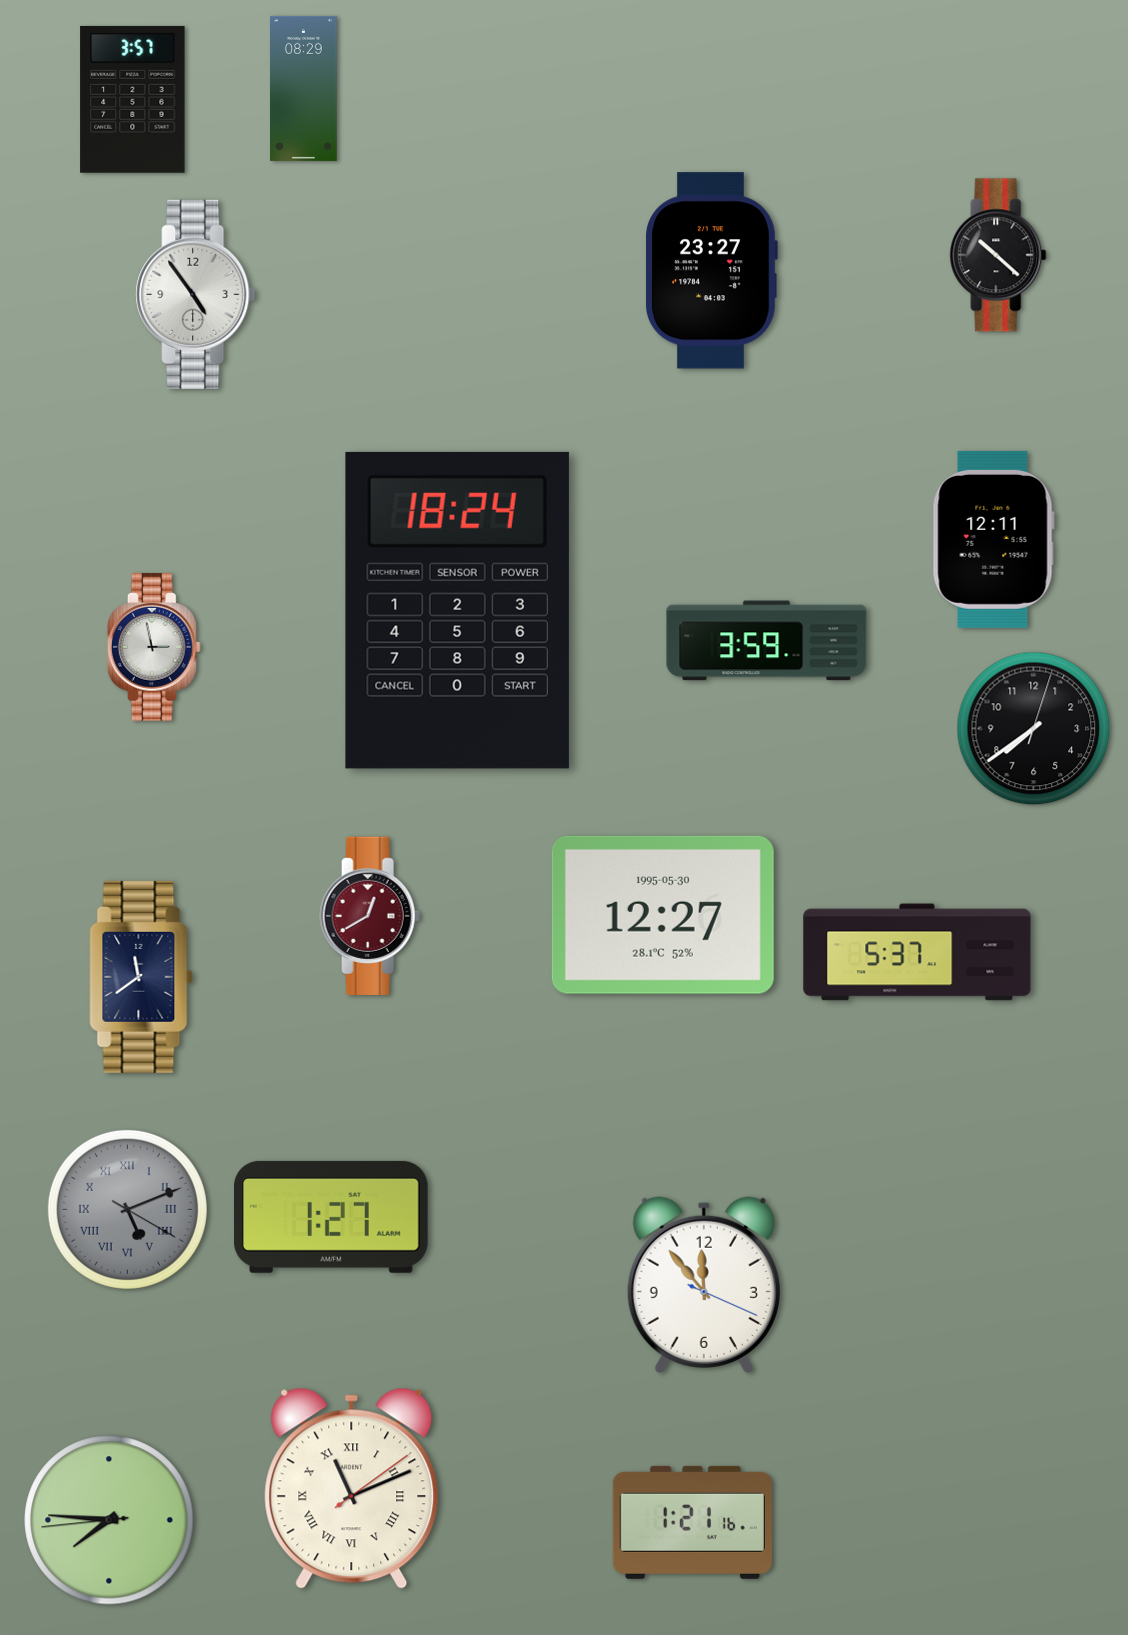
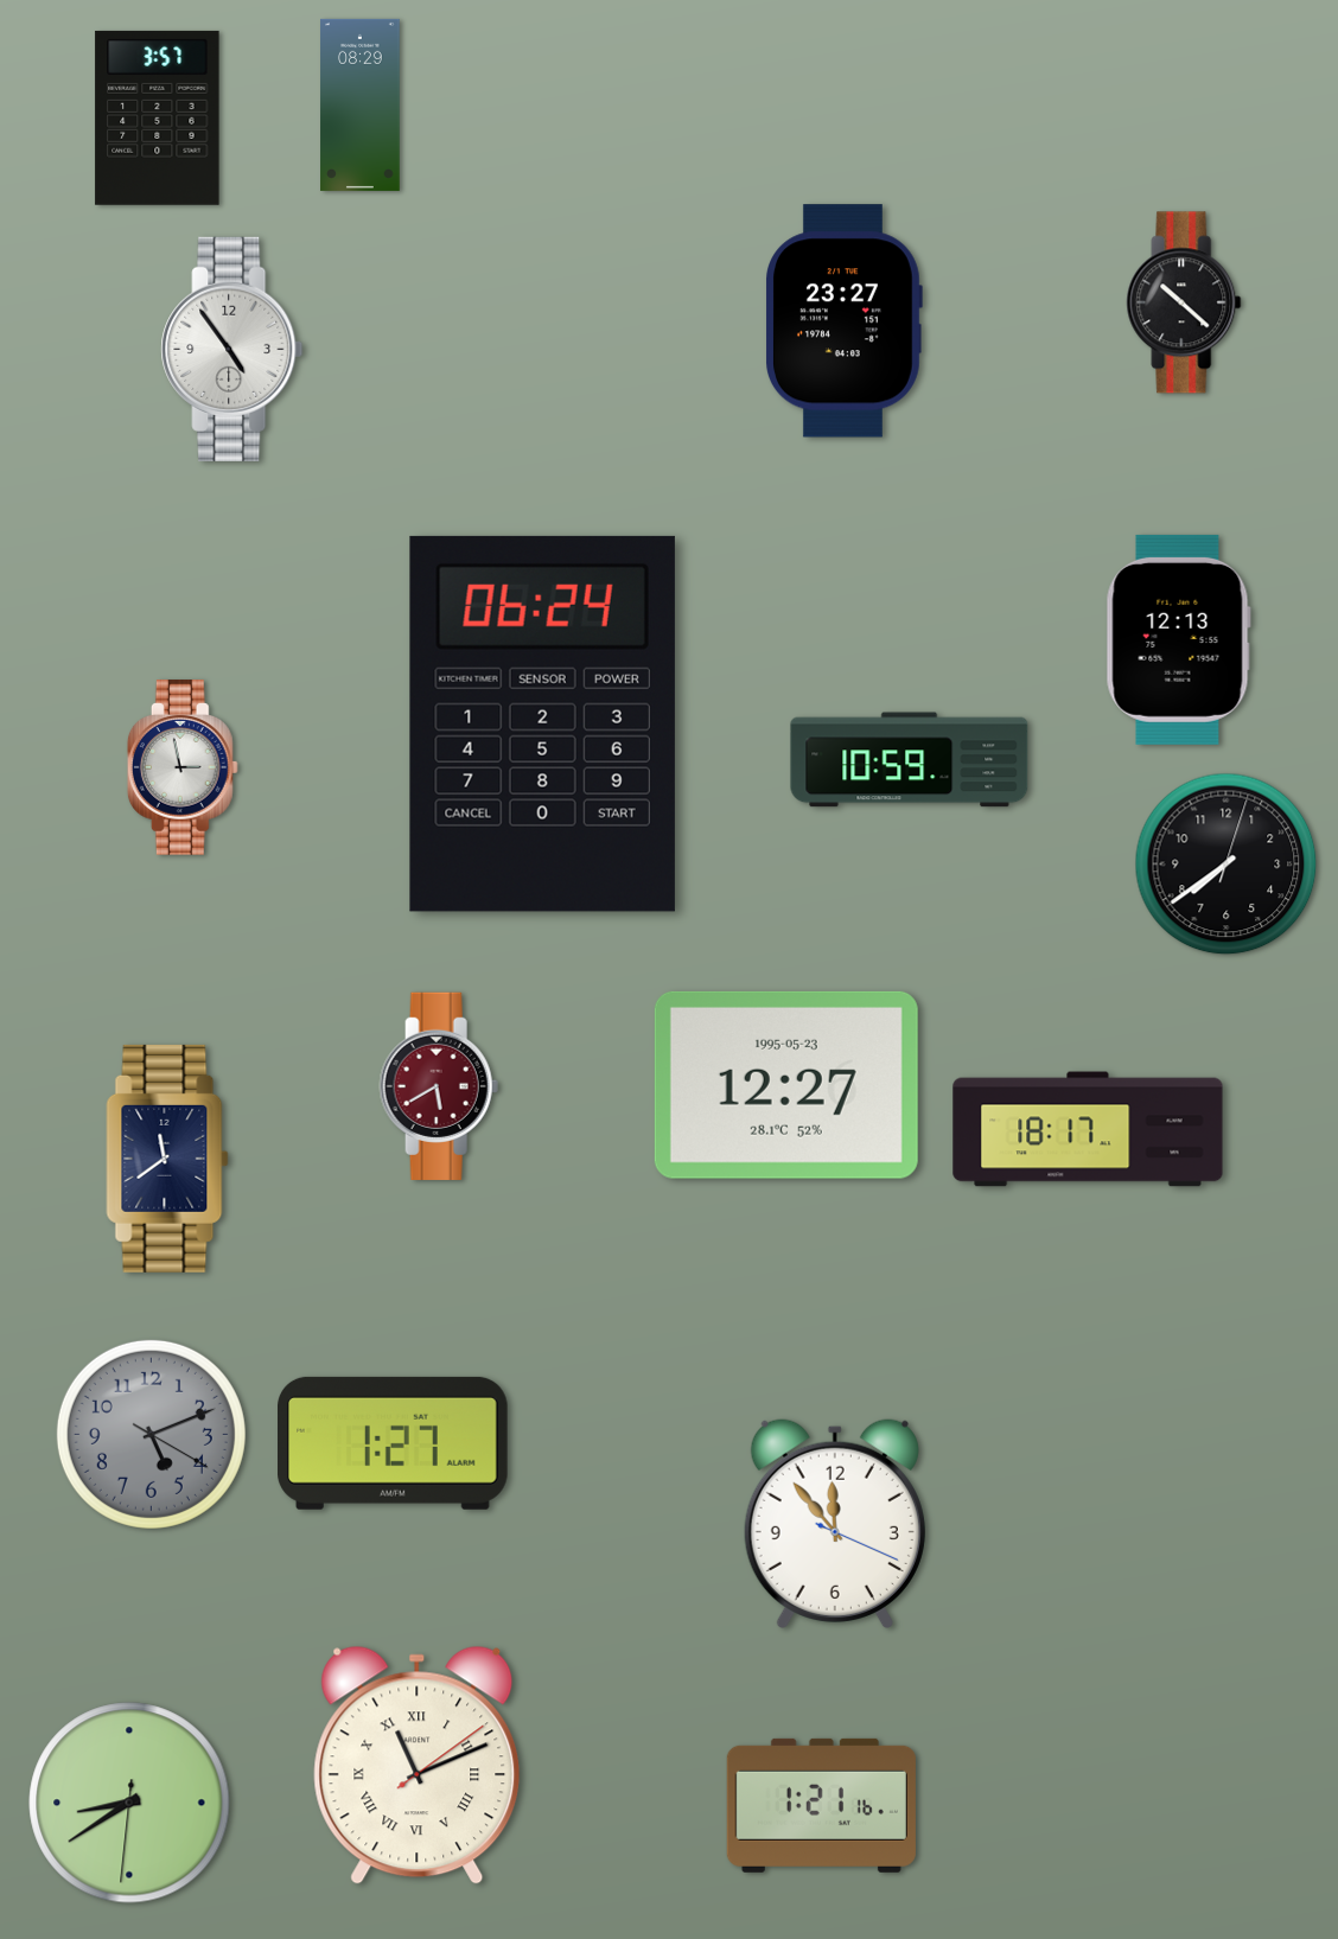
clock at (993, 539): 12:11 -> 12:13
clock at (457, 610): 18:24 -> 06:24
clock at (767, 641): 3:59 -> 10:59
clock at (663, 915) date: 1995-05-30 -> 1995-05-23
clock at (370, 916): 12:40 -> 5:40
clock at (917, 952): 5:37 -> 18:17
clock at (127, 1209) numerals: Roman -> Arabic
clock at (109, 1520): 7:45 -> 8:39
